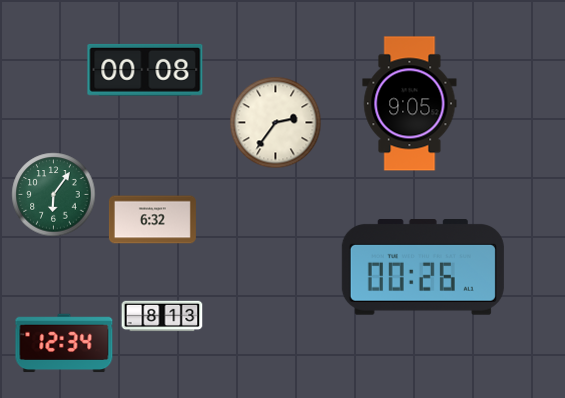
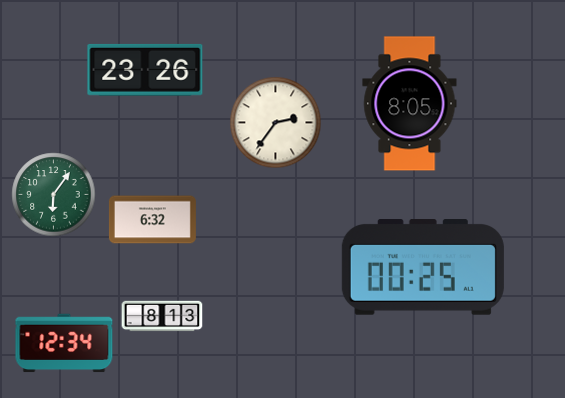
clock at (145, 70): 00:08 -> 23:26
clock at (410, 104): 9:05 -> 8:05
clock at (423, 268): 00:26 -> 00:25
